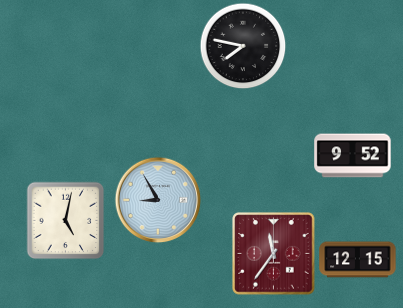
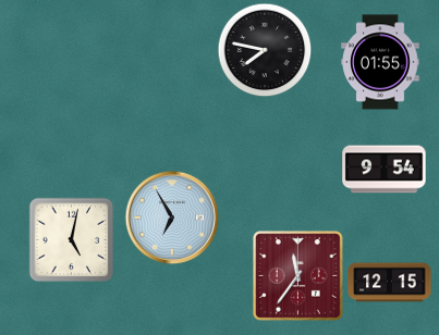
clock at (380, 62): none -> 01:55
clock at (353, 156): 9:52 -> 9:54
clock at (158, 200): 8:55 -> 6:55
